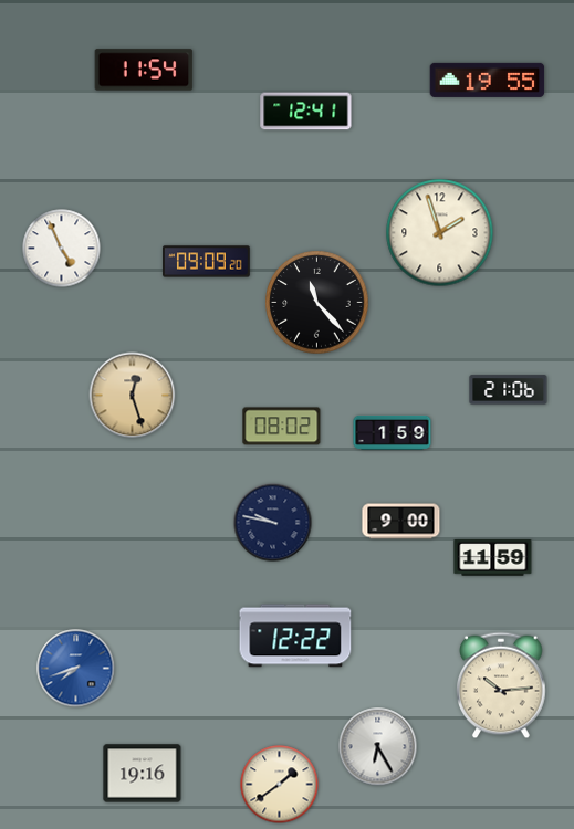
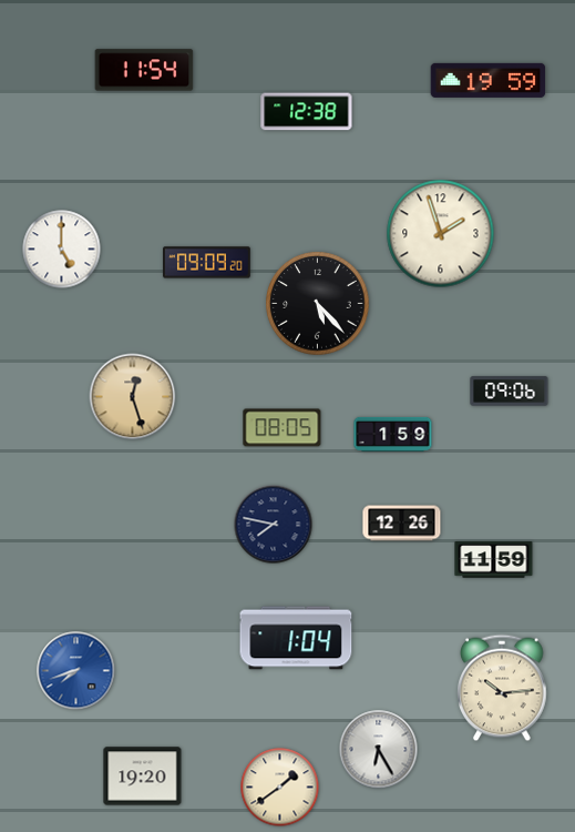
clock at (488, 80): 19:55 -> 19:59
clock at (306, 112): 12:41 -> 12:38
clock at (62, 249): 4:56 -> 5:00
clock at (317, 303): 11:23 -> 5:23
clock at (509, 390): 21:06 -> 09:06
clock at (282, 427): 08:02 -> 08:05
clock at (401, 522): 9:00 -> 12:26
clock at (273, 523): 9:47 -> 7:47
clock at (295, 636): 12:22 -> 1:04
clock at (143, 774): 19:16 -> 19:20
